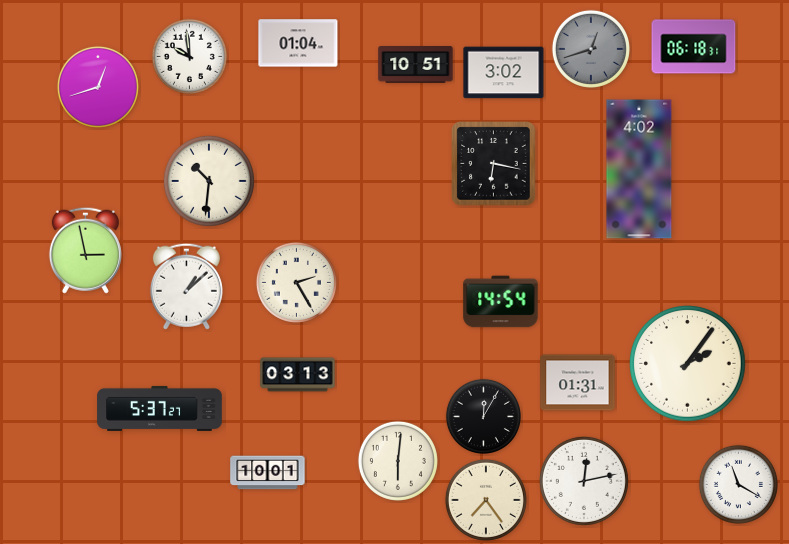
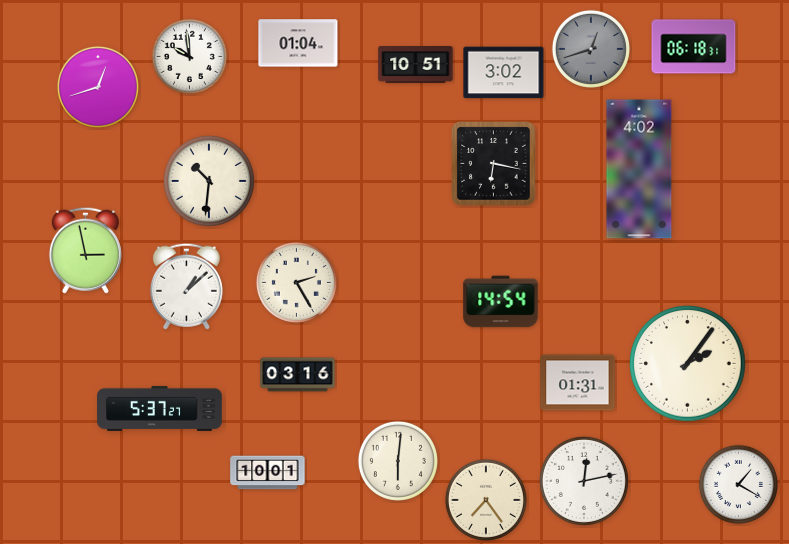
clock at (298, 375): 03:13 -> 03:16
clock at (483, 416): 12:05 -> none
clock at (738, 484): 11:20 -> 1:20
